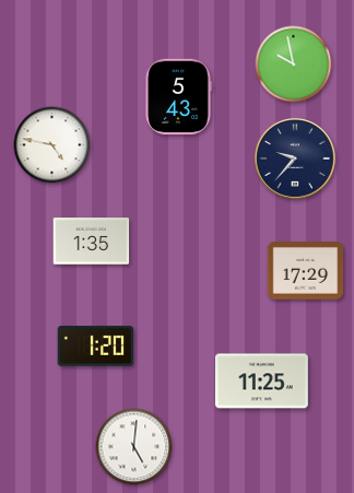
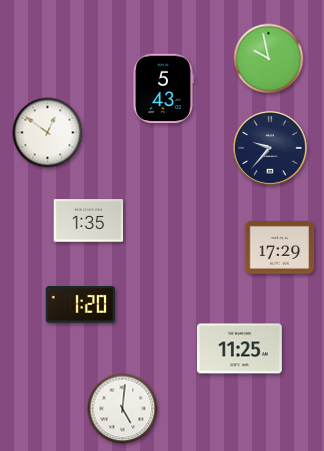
clock at (52, 145): 4:47 -> 12:51
clock at (296, 160) position: (296, 160) -> (271, 149)
clock at (92, 242) position: (92, 242) -> (89, 221)
clock at (96, 347) position: (96, 347) -> (81, 305)
